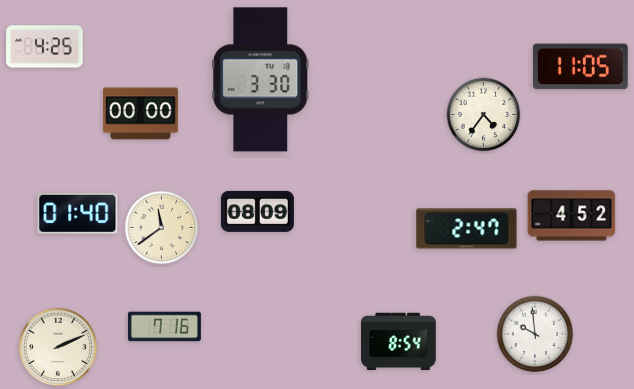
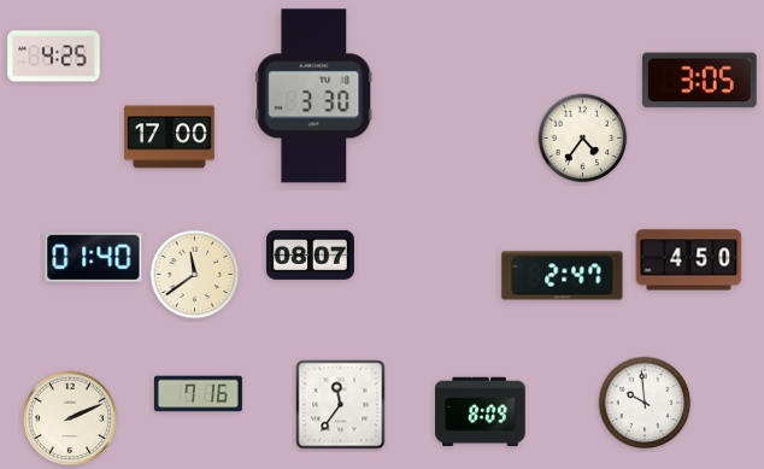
clock at (580, 67): 11:05 -> 3:05
clock at (141, 114): 00:00 -> 17:00
clock at (257, 211): 08:09 -> 08:07
clock at (572, 216): 4:52 -> 4:50
clock at (341, 405): none -> 11:36
clock at (399, 342): 8:54 -> 8:09
